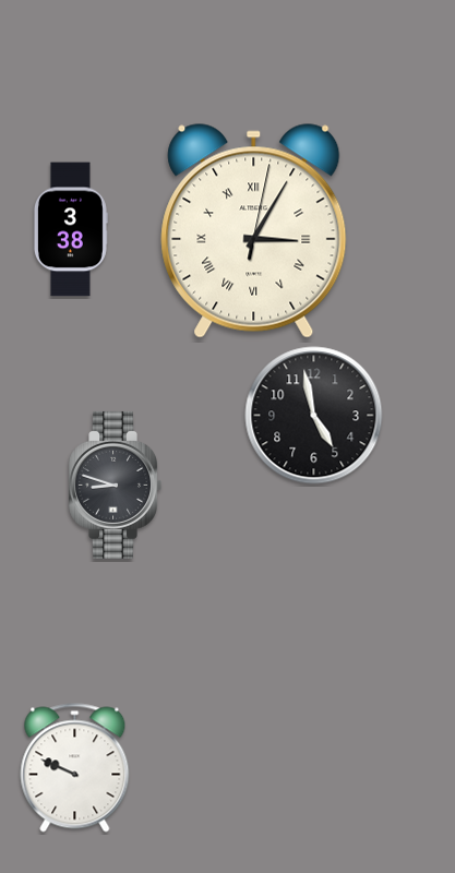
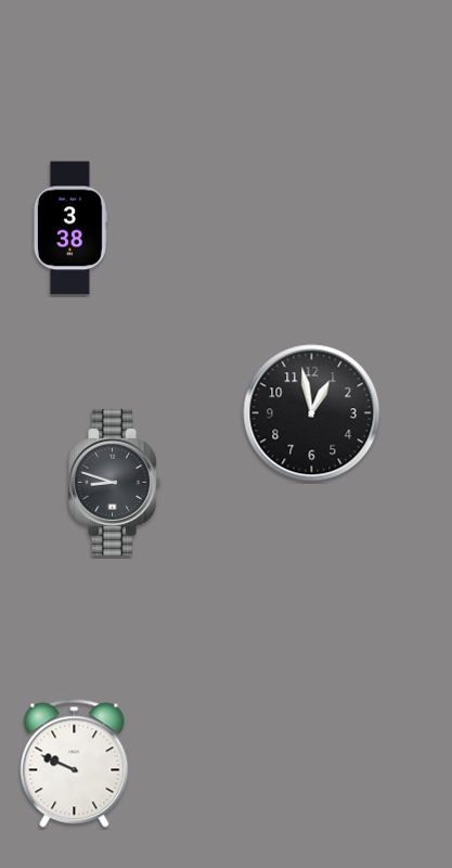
clock at (254, 231): 3:05 -> none
clock at (314, 416): 4:58 -> 12:58
